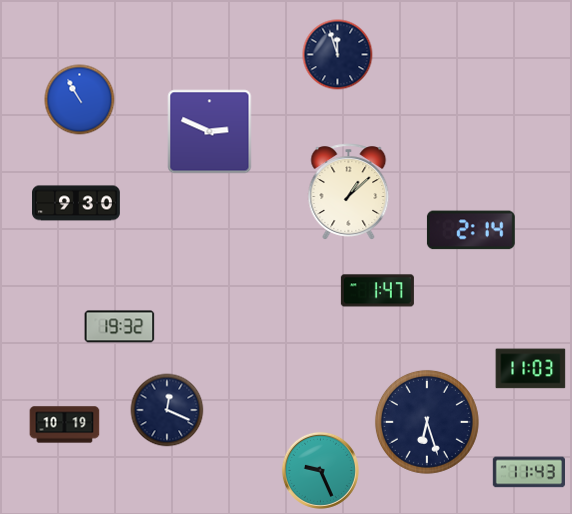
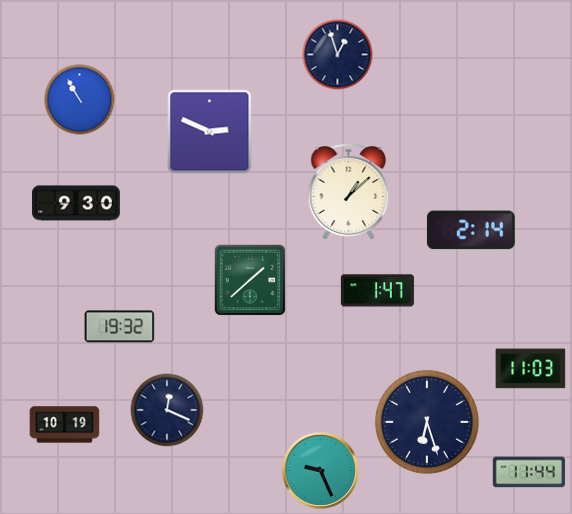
clock at (338, 55): 11:57 -> 12:57
clock at (250, 280): none -> 1:38
clock at (528, 472): 11:43 -> 11:44
